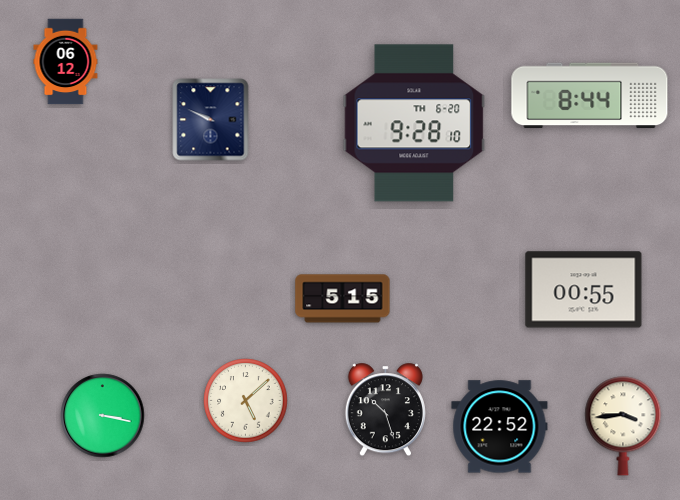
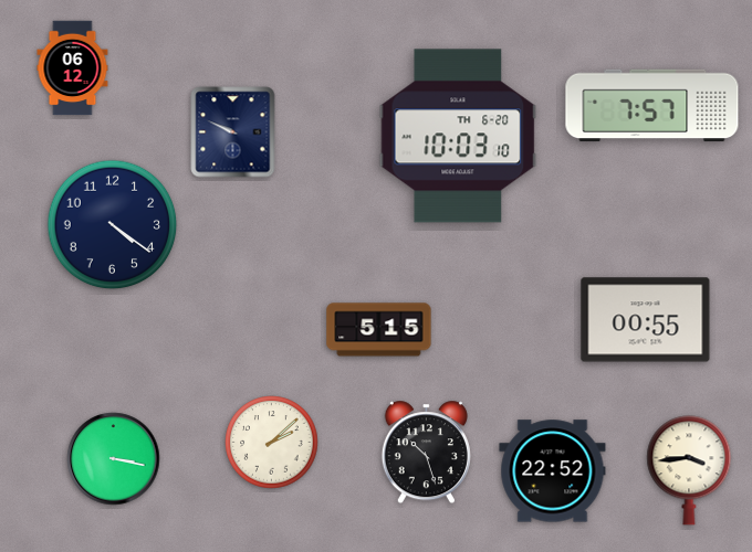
clock at (590, 96): 8:44 -> 7:57
clock at (414, 123): 9:28 -> 10:03
clock at (113, 225): none -> 4:21
clock at (246, 401): 5:08 -> 2:08
